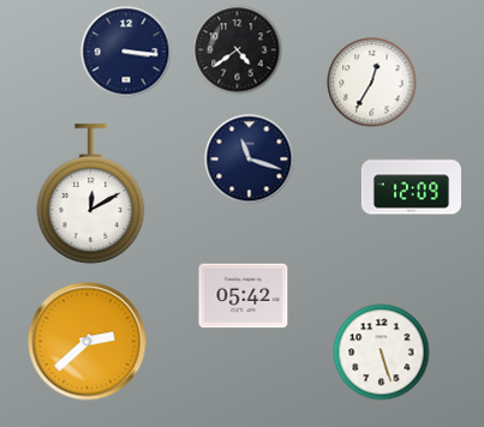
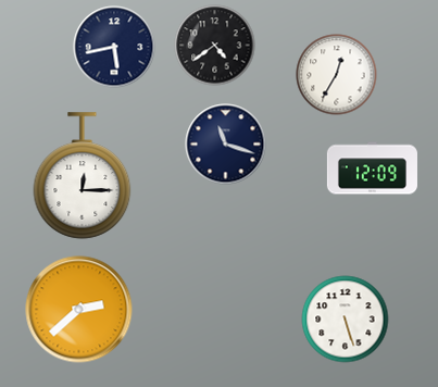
clock at (126, 52): 3:16 -> 5:43
clock at (91, 194): 12:10 -> 12:15
clock at (244, 296): 05:42 -> none
